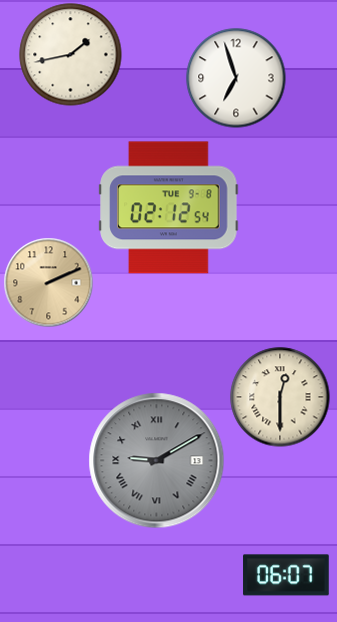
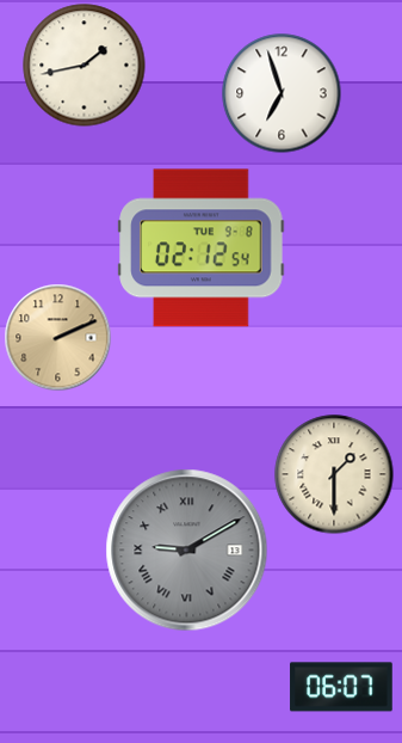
clock at (280, 397): 12:30 -> 1:30
